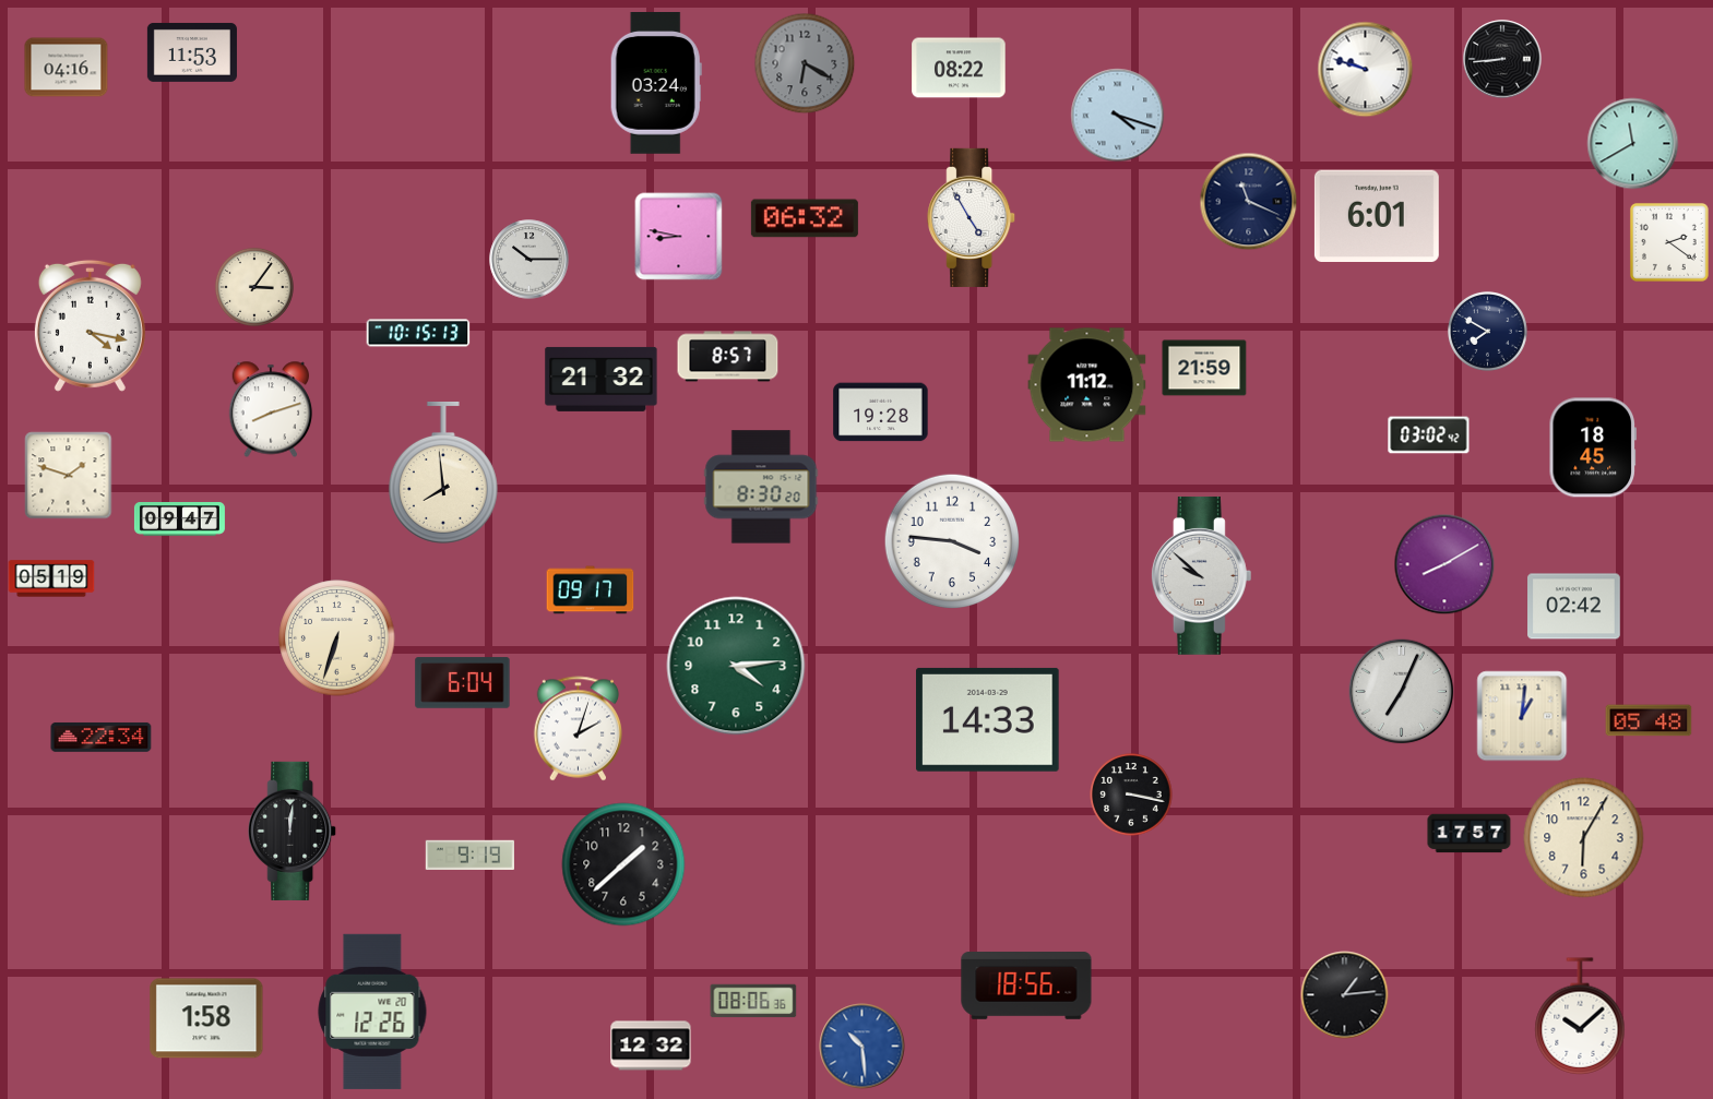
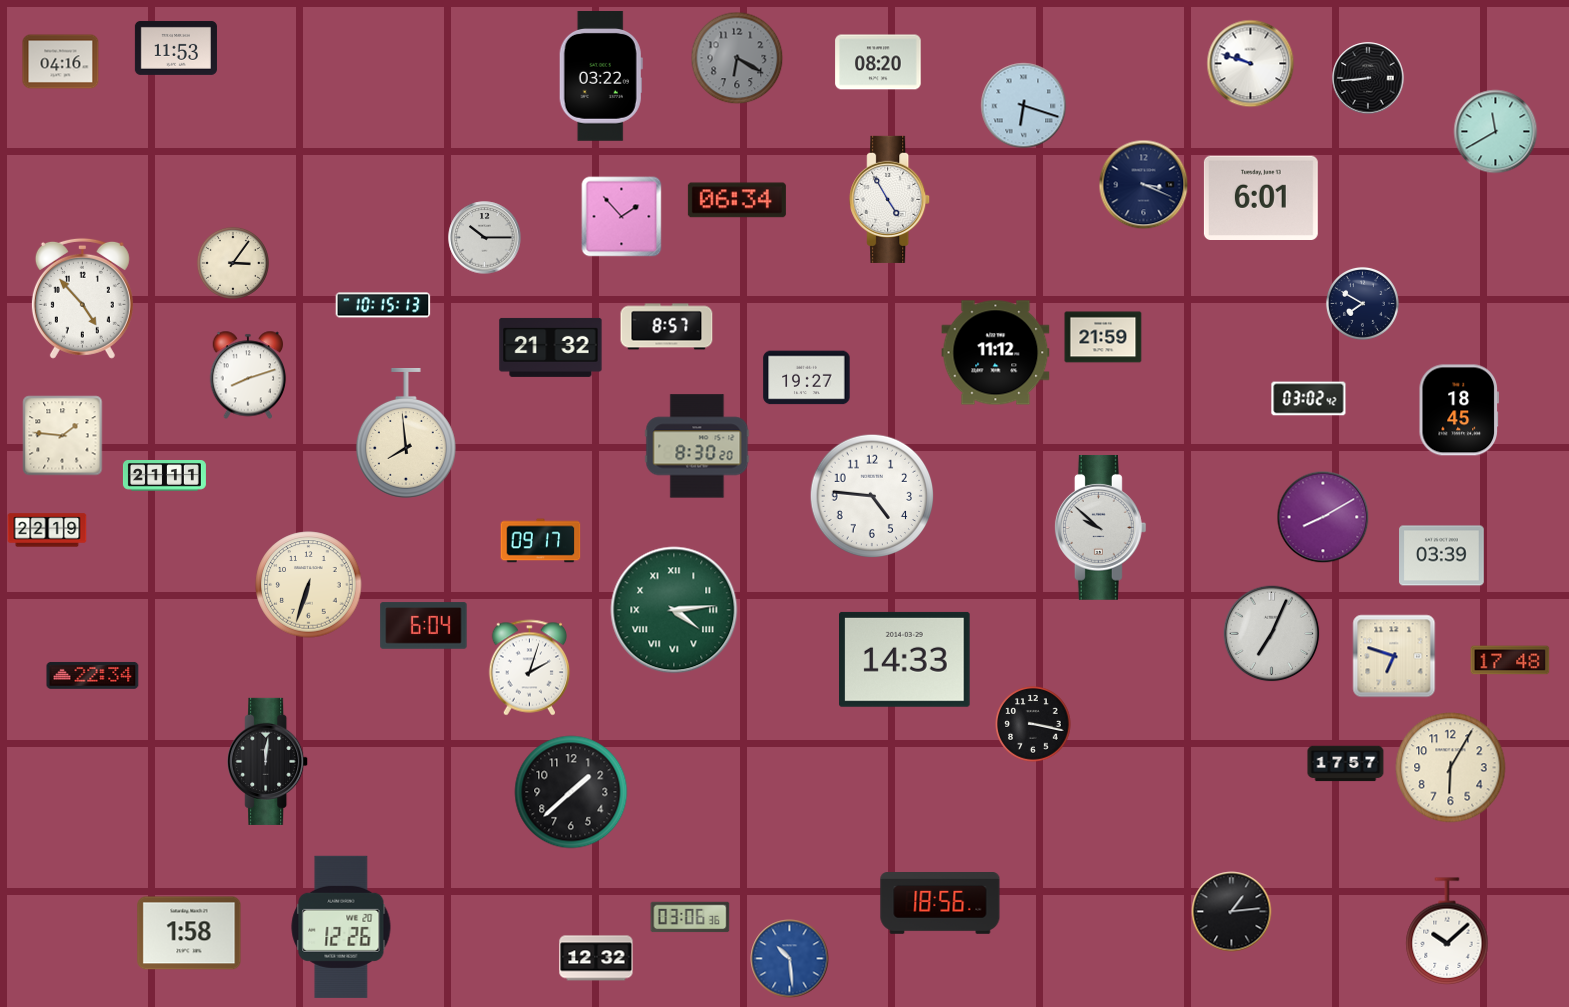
clock at (1502, 59) position: (1502, 59) -> (1368, 78)
clock at (959, 68): 08:22 -> 08:20
clock at (656, 84): 03:24 -> 03:22
clock at (1118, 116): 4:18 -> 6:18
clock at (1249, 202): 11:19 -> 3:19
clock at (805, 218): 06:32 -> 06:34
clock at (679, 237): 8:47 -> 1:53
clock at (1669, 242): 2:21 -> none
clock at (90, 325): 4:17 -> 4:53
clock at (881, 413): 19:28 -> 19:27
clock at (69, 476): 1:48 -> 1:46
clock at (179, 519): 09:47 -> 21:11
clock at (952, 541): 3:46 -> 4:46
clock at (51, 578): 05:19 -> 22:19
clock at (1574, 607): 02:42 -> 03:39
clock at (736, 666) numerals: Arabic -> Roman
clock at (1402, 692) position: (1402, 692) -> (1272, 634)
clock at (1522, 716): 1:01 -> 6:48
clock at (1649, 720): 05:48 -> 17:48
clock at (1131, 795) position: (1131, 795) -> (1033, 724)
clock at (469, 855): 9:19 -> none
clock at (753, 1001): 08:06 -> 03:06
